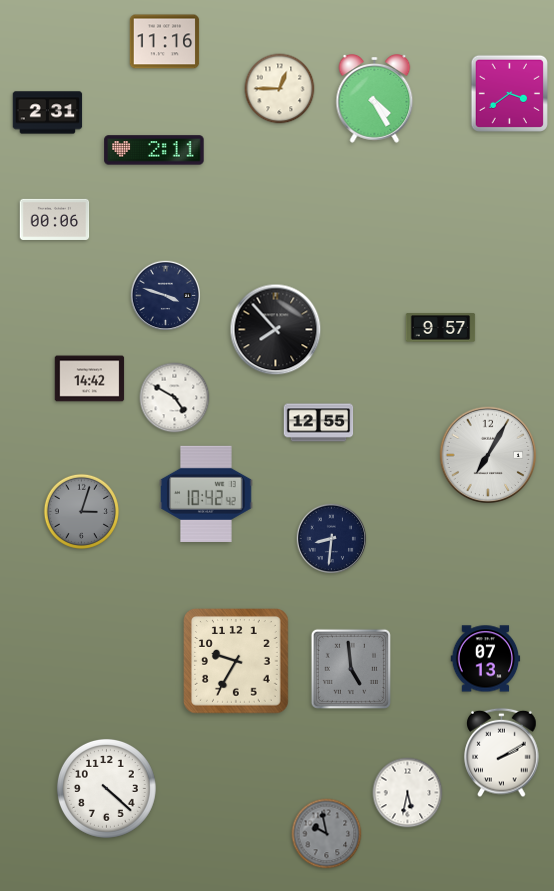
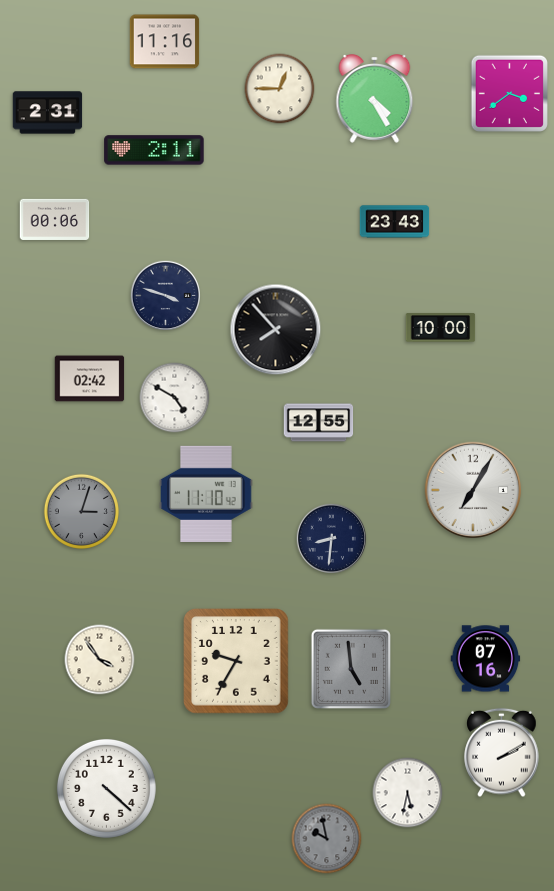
clock at (395, 222): none -> 23:43
clock at (441, 328): 9:57 -> 10:00
clock at (90, 379): 14:42 -> 02:42
clock at (488, 455) position: (488, 455) -> (473, 490)
clock at (207, 494): 10:42 -> 11:10
clock at (486, 659): 07:13 -> 07:16
clock at (100, 660): none -> 3:54
clock at (327, 834) position: (327, 834) -> (327, 839)
